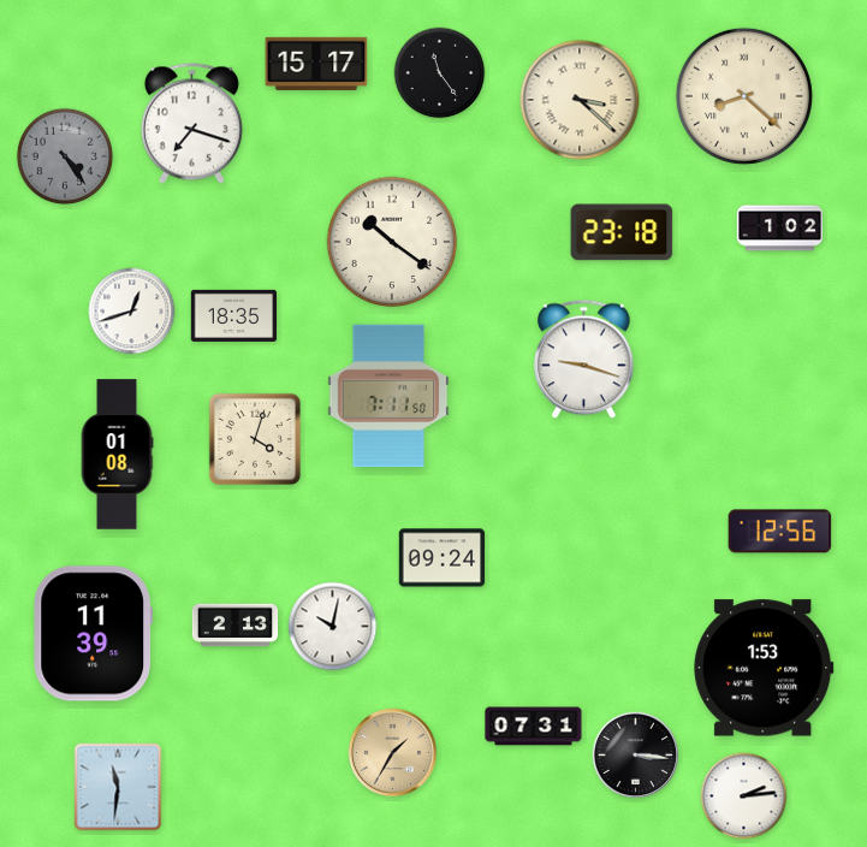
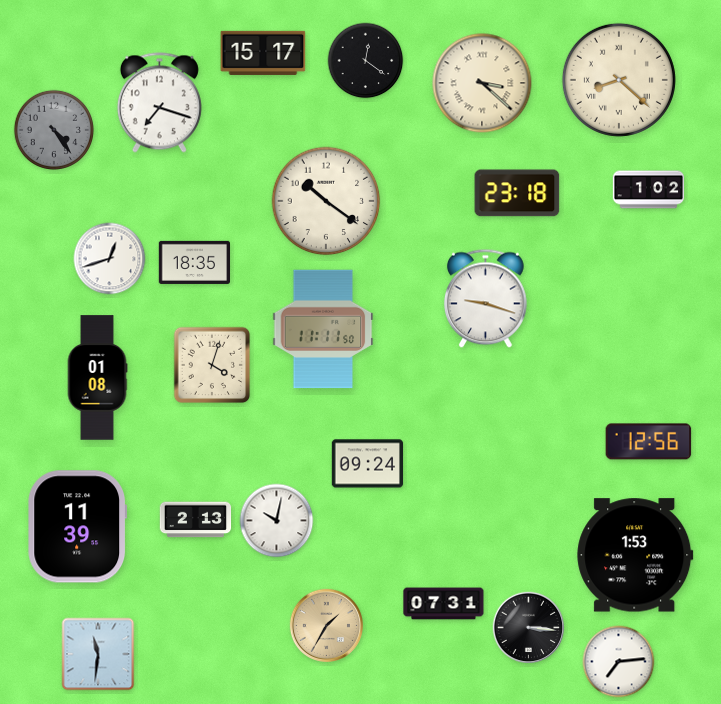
clock at (440, 73): 11:24 -> 12:21
clock at (388, 396): 7:11 -> 11:11
clock at (744, 796): 2:14 -> 7:14
